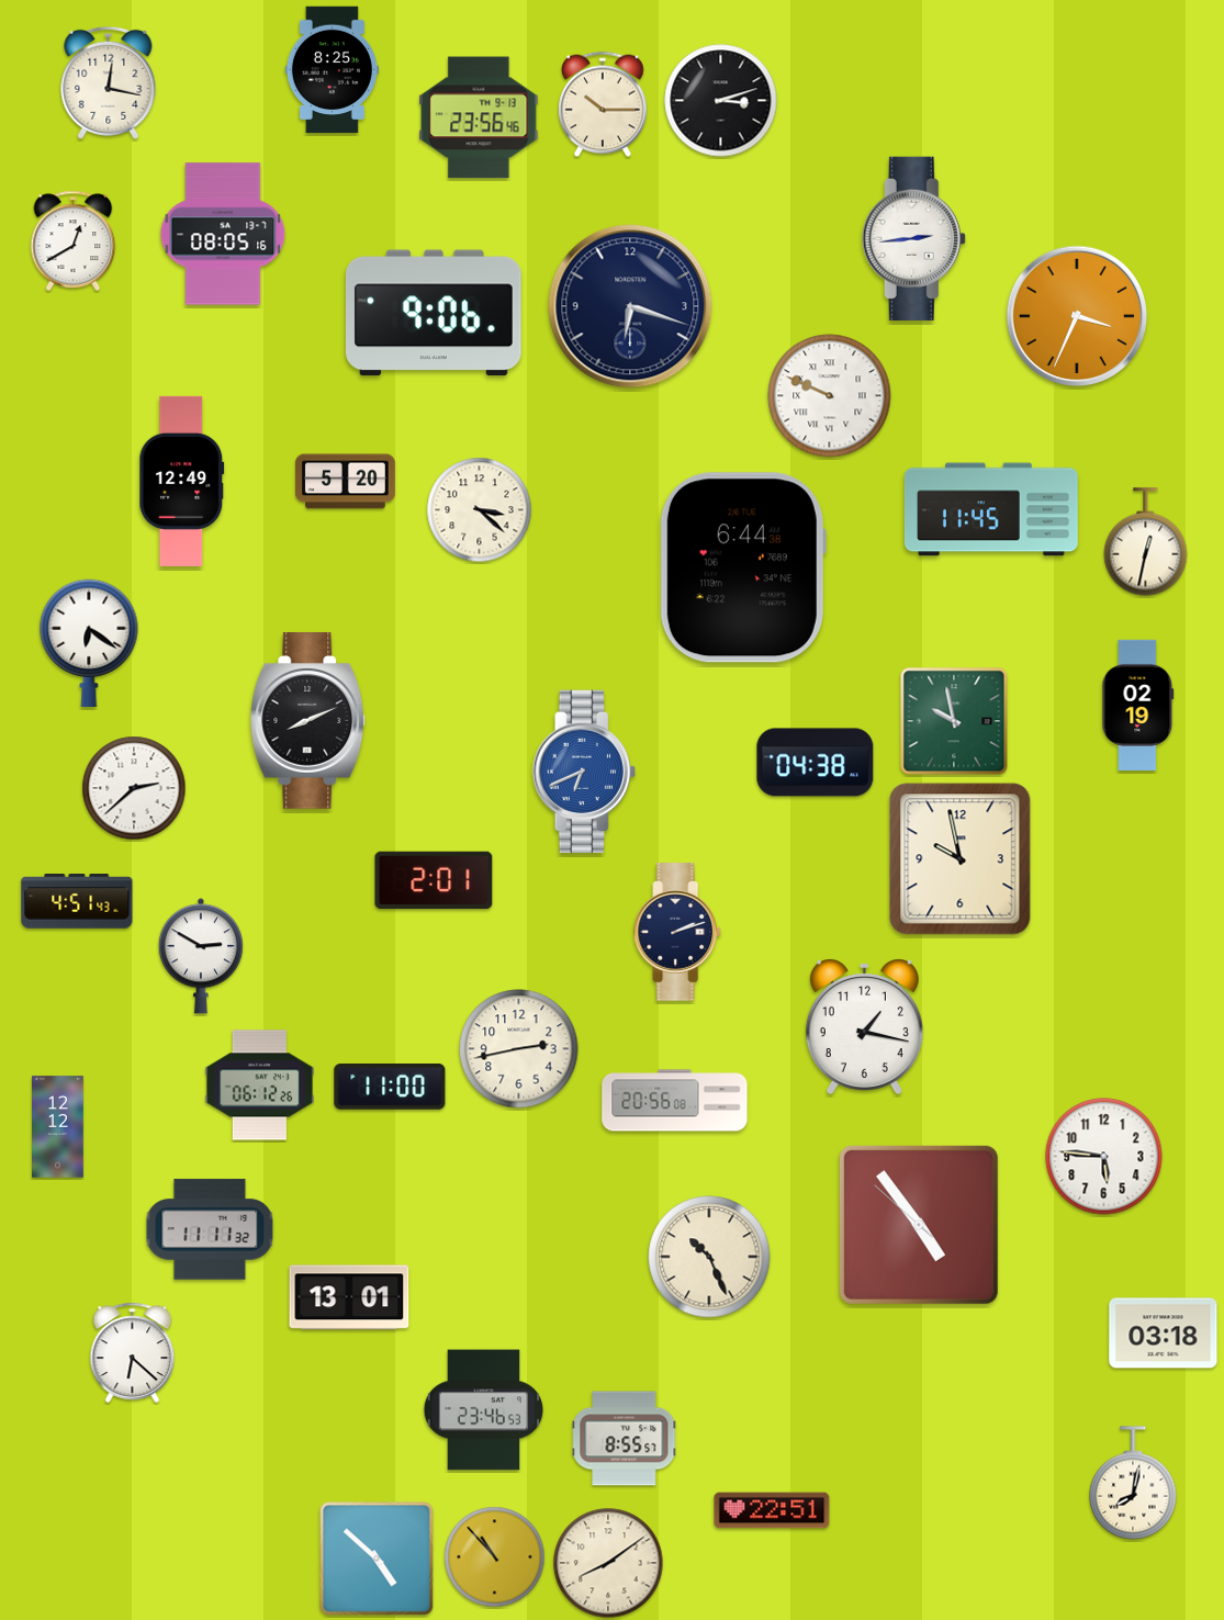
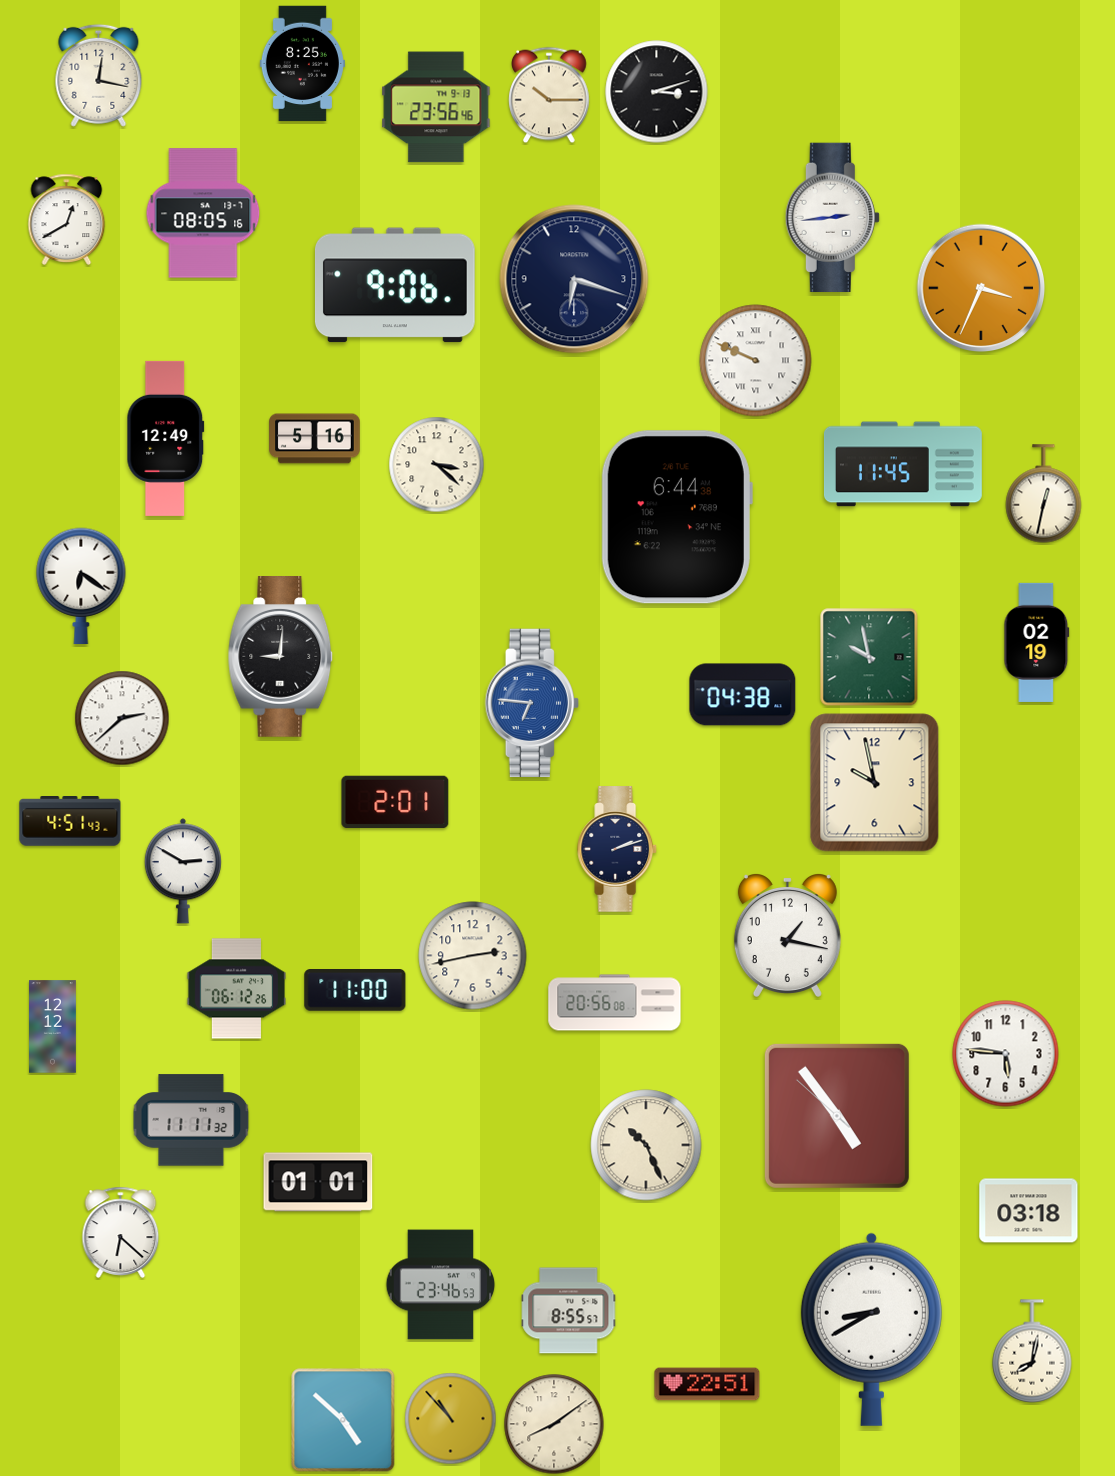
clock at (346, 482): 5:20 -> 5:16
clock at (308, 721): 8:11 -> 9:01
clock at (584, 772): 6:41 -> 6:46
clock at (349, 1297): 13:01 -> 01:01
clock at (1164, 1334) position: (1164, 1334) -> (1029, 1211)
clock at (871, 1329): none -> 8:40
clock at (772, 1510) position: (772, 1510) -> (707, 1384)
